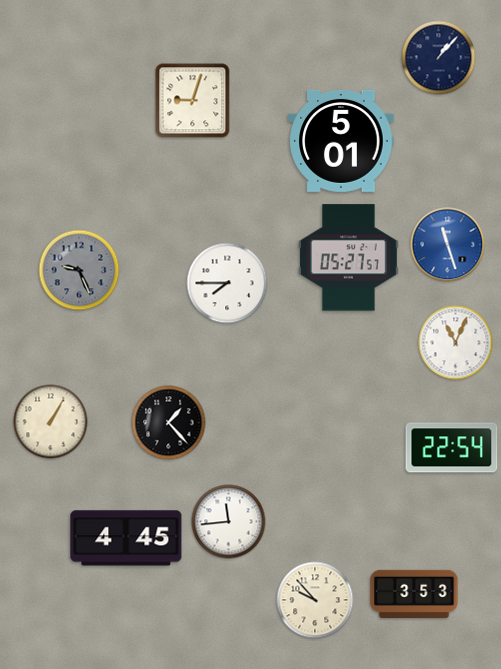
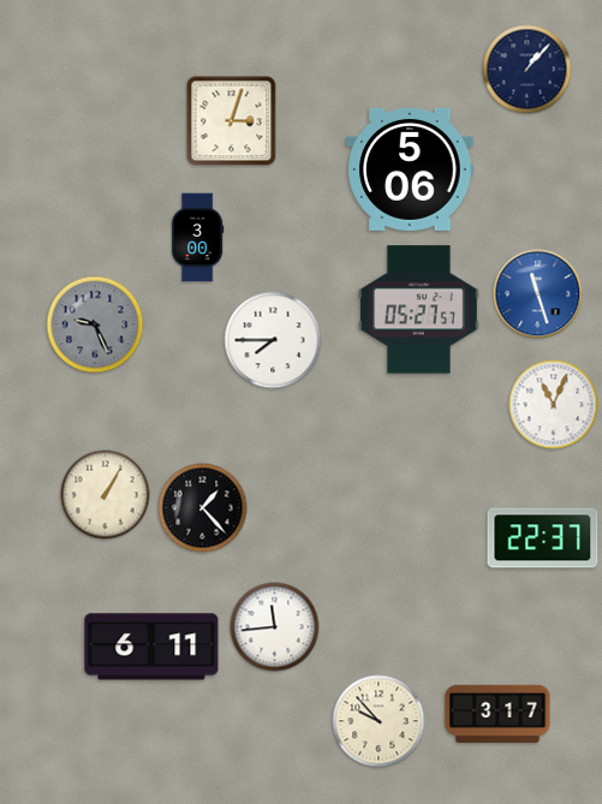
clock at (193, 101): 9:03 -> 3:03
clock at (341, 141): 5:01 -> 5:06
clock at (198, 238): none -> 3:00
clock at (456, 343) position: (456, 343) -> (554, 405)
clock at (51, 422) position: (51, 422) -> (106, 495)
clock at (452, 448): 22:54 -> 22:37
clock at (126, 538): 4:45 -> 6:11
clock at (414, 593): 3:53 -> 3:17
